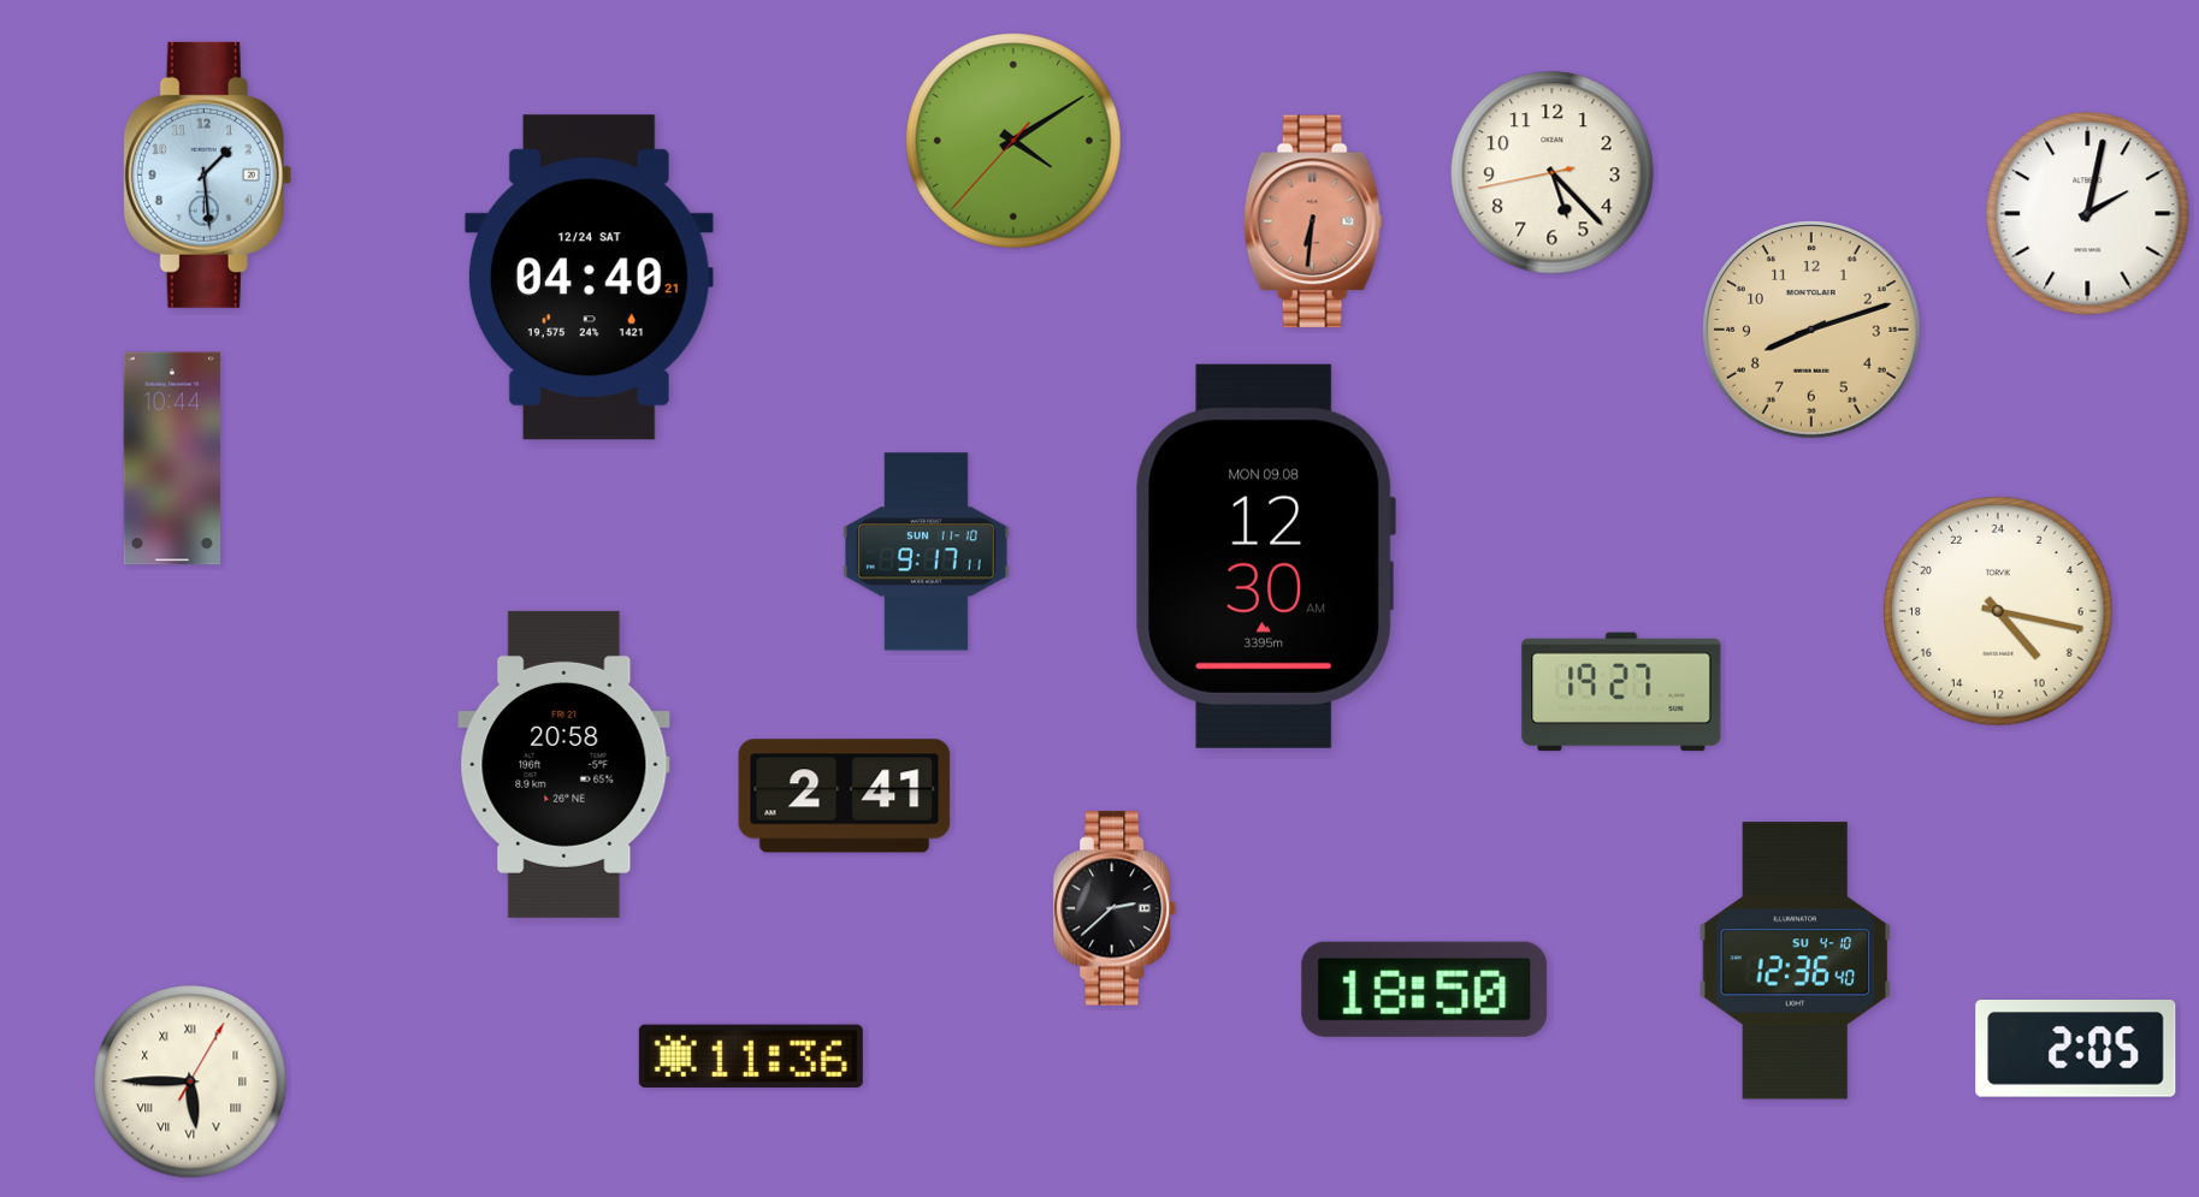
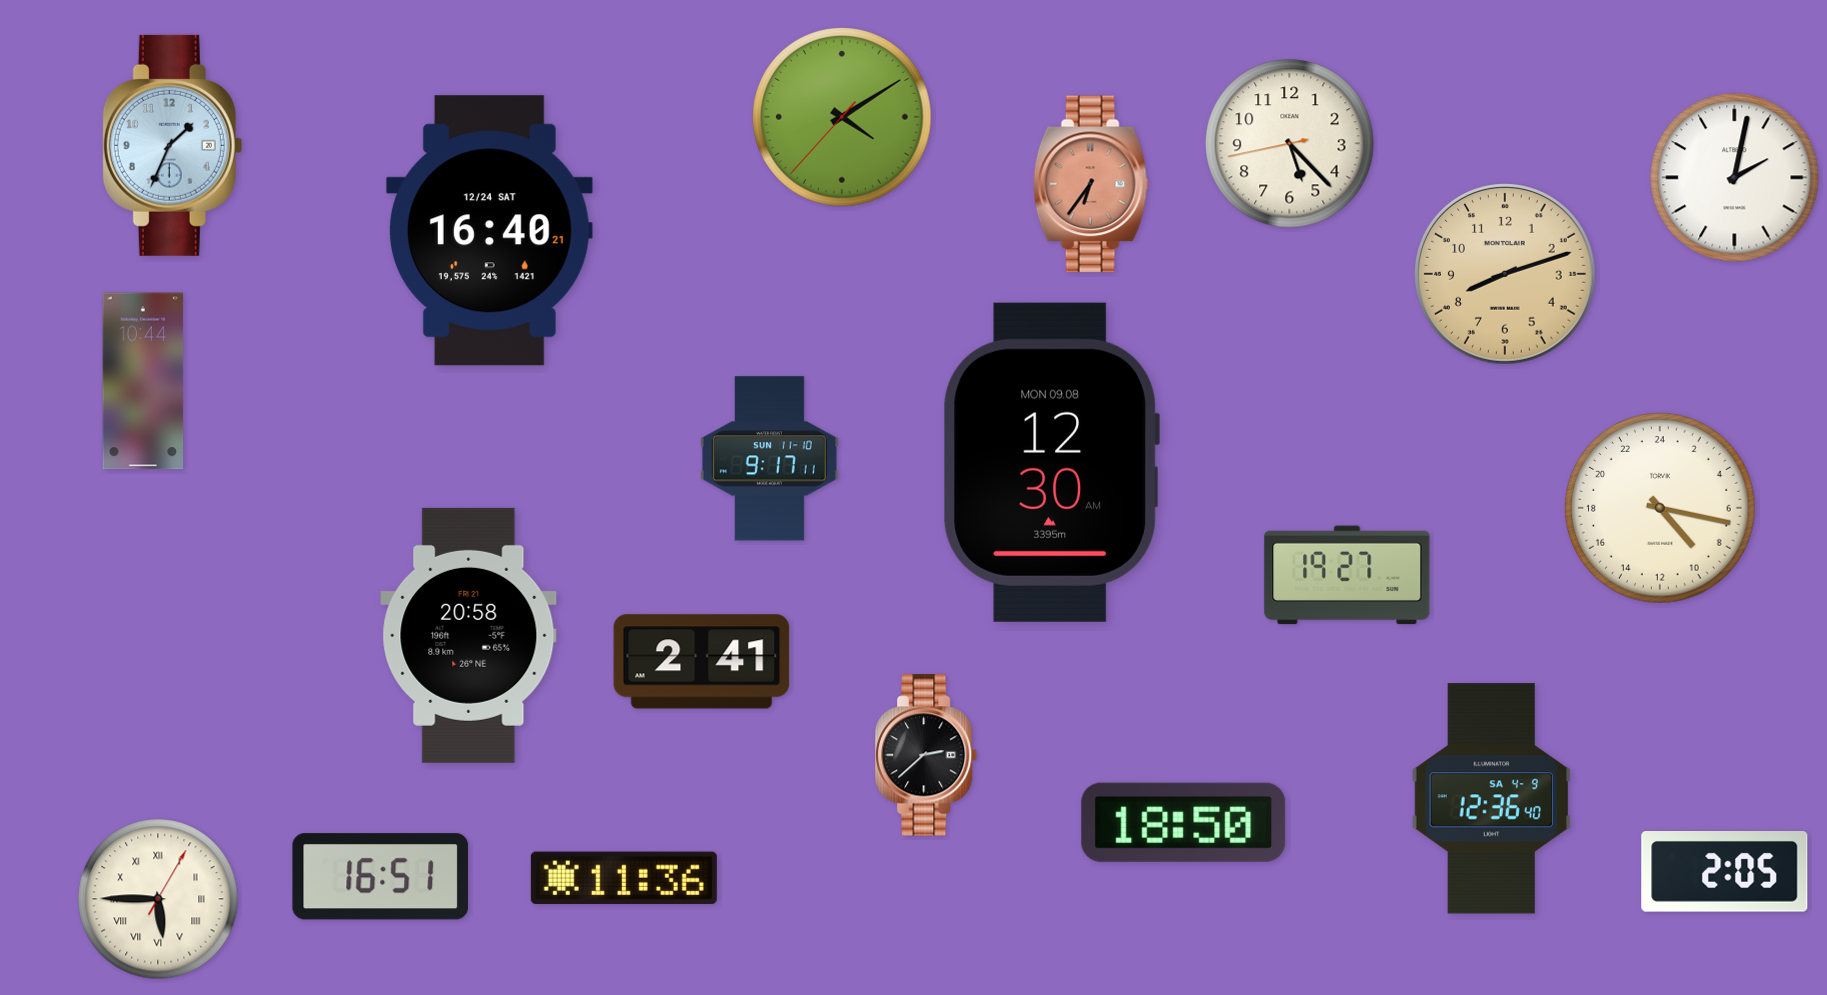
clock at (208, 174): 1:29 -> 1:34
clock at (1313, 221): 6:31 -> 6:36
clock at (589, 278): 04:40 -> 16:40
clock at (1796, 961) date: SU 4-10 -> SA 4-9
clock at (381, 877): none -> 16:51
